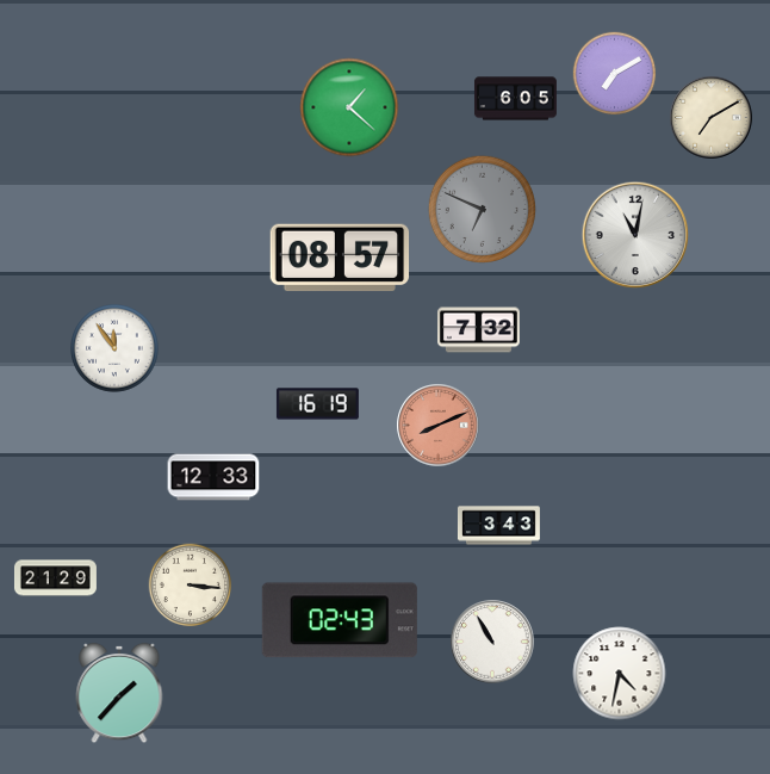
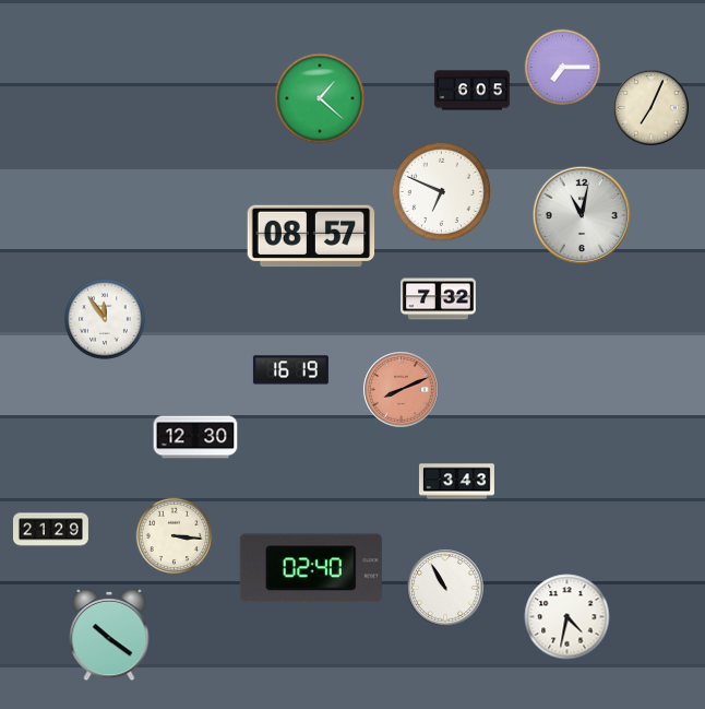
clock at (615, 74): 7:10 -> 7:15
clock at (712, 118): 7:10 -> 7:04
clock at (482, 209) dial: grey -> white
clock at (478, 330) position: (478, 330) -> (438, 299)
clock at (213, 477): 12:33 -> 12:30
clock at (340, 620): 02:43 -> 02:40
clock at (492, 642) position: (492, 642) -> (445, 588)
clock at (119, 693): 1:37 -> 10:21
